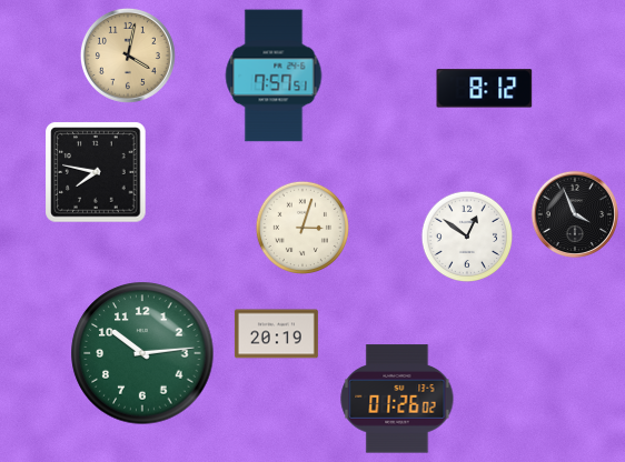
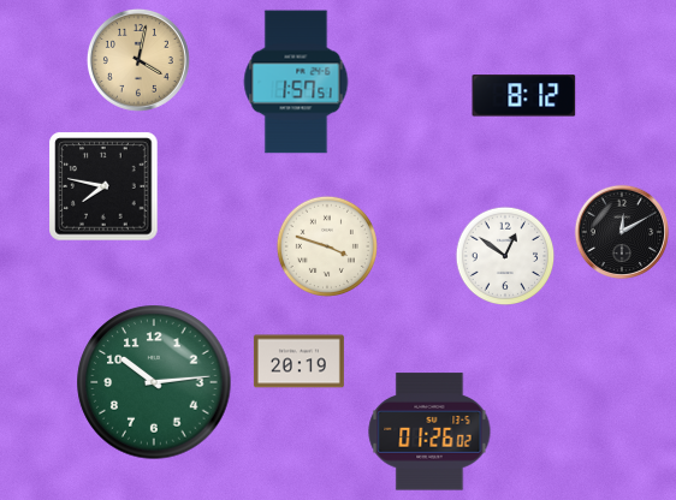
clock at (274, 76): 7:57 -> 1:57
clock at (574, 213): 3:56 -> 12:10
clock at (302, 228): 3:03 -> 3:48
